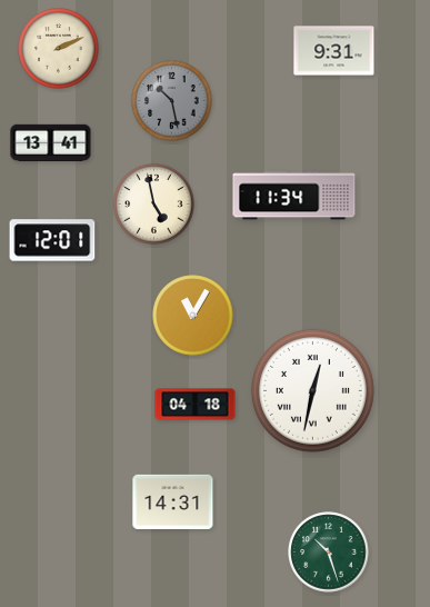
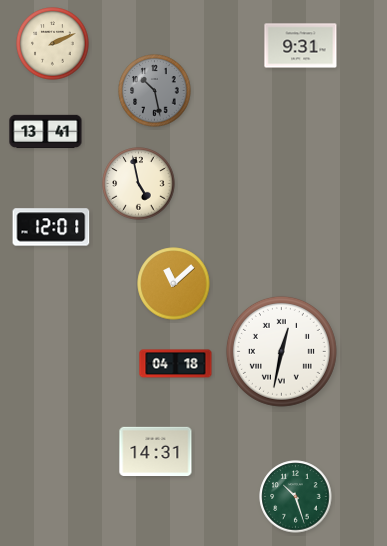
clock at (51, 143) position: (51, 143) -> (46, 132)
clock at (294, 196): 11:34 -> none
clock at (52, 240) position: (52, 240) -> (51, 227)
clock at (193, 316): 11:05 -> 11:08
